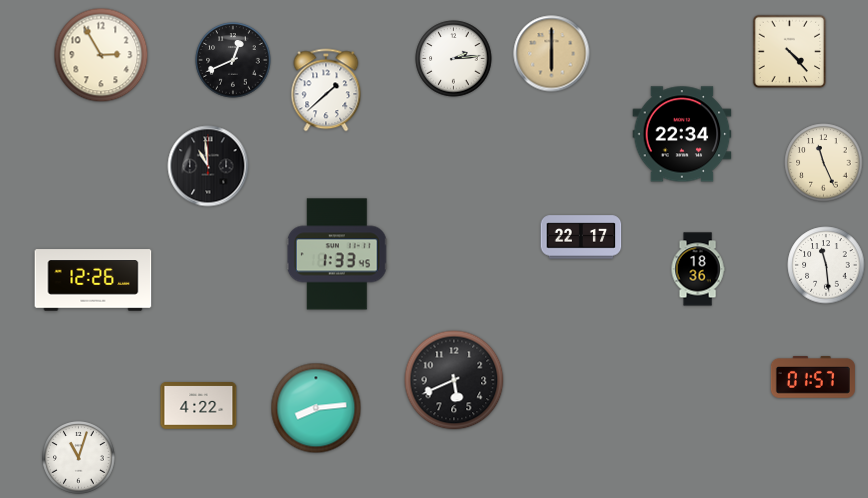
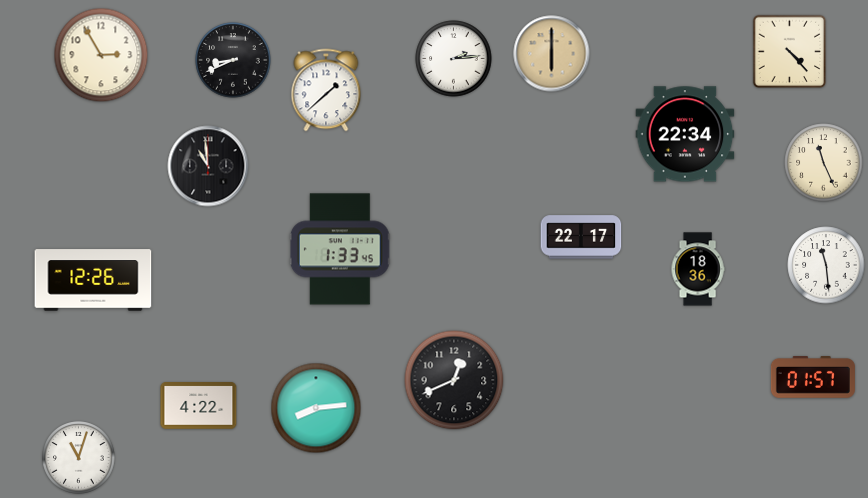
clock at (233, 60): 12:41 -> 8:41
clock at (682, 134) position: (682, 134) -> (685, 134)
clock at (337, 254) position: (337, 254) -> (340, 249)
clock at (454, 380): 5:41 -> 12:41
